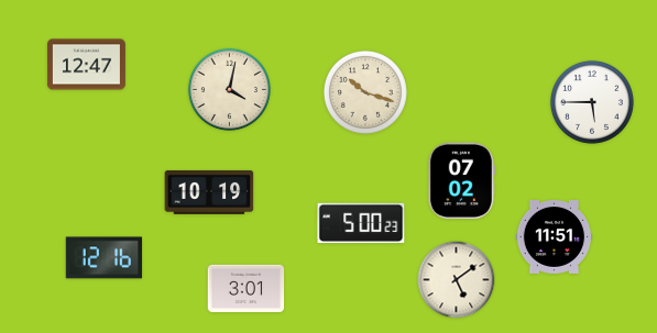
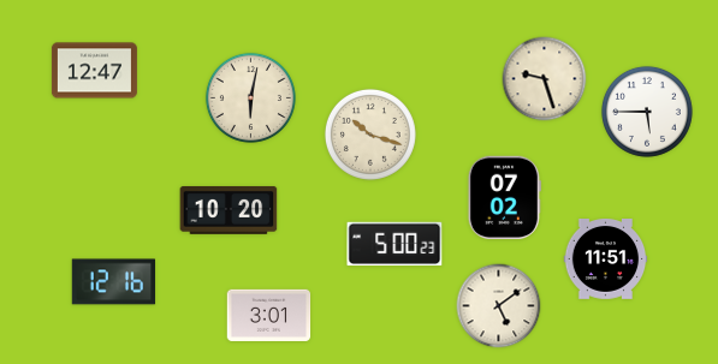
clock at (545, 79): none -> 9:27
clock at (229, 89): 4:02 -> 6:02
clock at (365, 92) position: (365, 92) -> (370, 135)
clock at (209, 192): 10:19 -> 10:20
